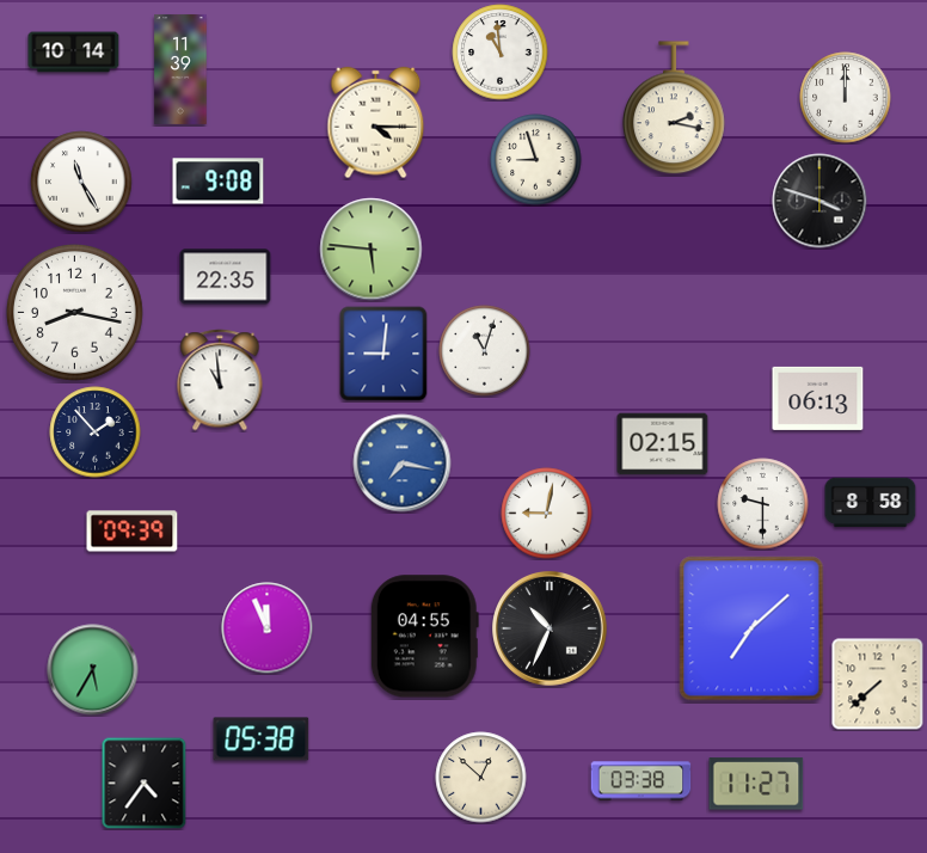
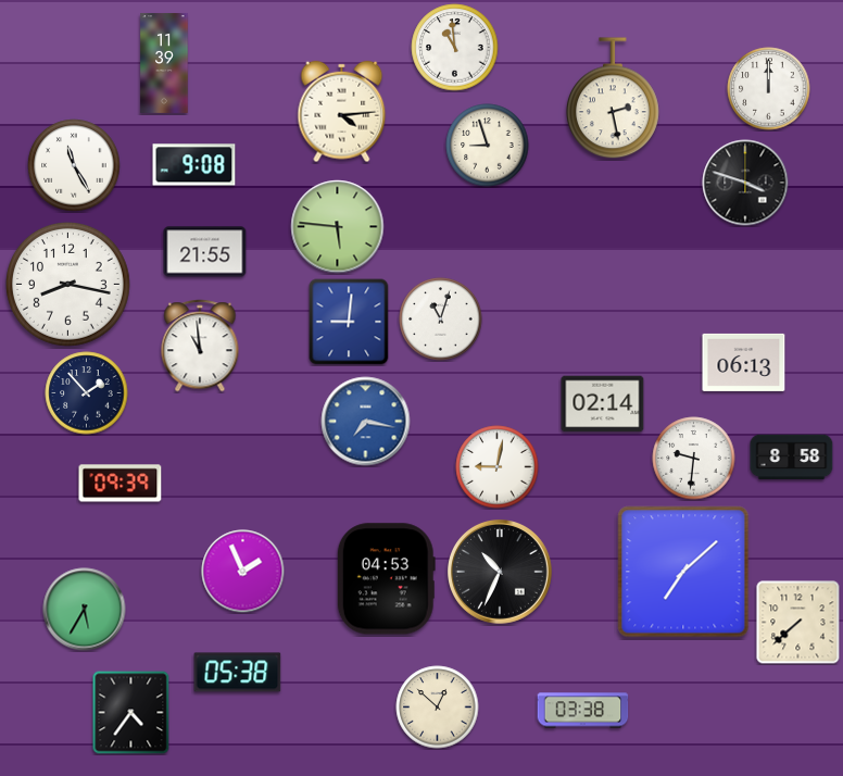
clock at (74, 53): 10:14 -> none
clock at (674, 109): 2:17 -> 2:28
clock at (376, 123): 4:15 -> 4:14
clock at (219, 182) position: (219, 182) -> (194, 165)
clock at (226, 277): 22:35 -> 21:55
clock at (663, 444): 02:15 -> 02:14
clock at (763, 504): 9:30 -> 9:31
clock at (268, 628): 11:56 -> 1:56
clock at (424, 637): 04:55 -> 04:53
clock at (756, 784): 11:27 -> none
